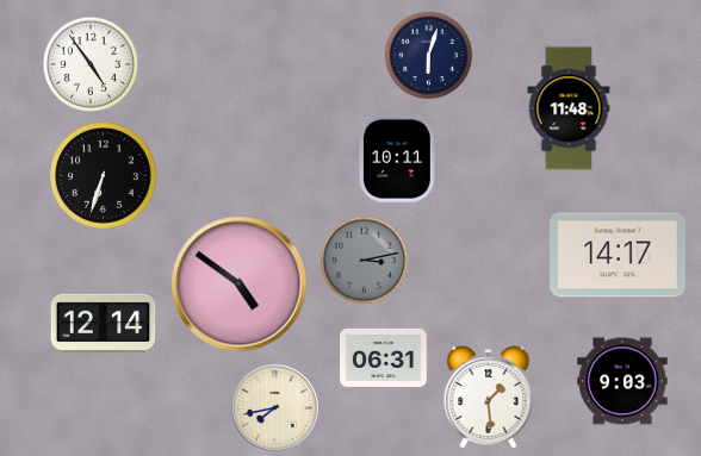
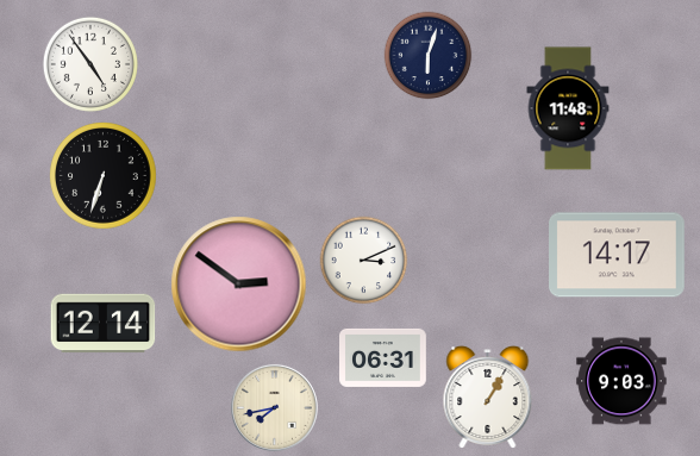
clock at (397, 160): 10:11 -> none
clock at (365, 261): 3:13 -> 3:11
clock at (365, 261) dial: grey -> white
clock at (240, 285): 4:51 -> 2:51
clock at (489, 398): 1:29 -> 1:05
